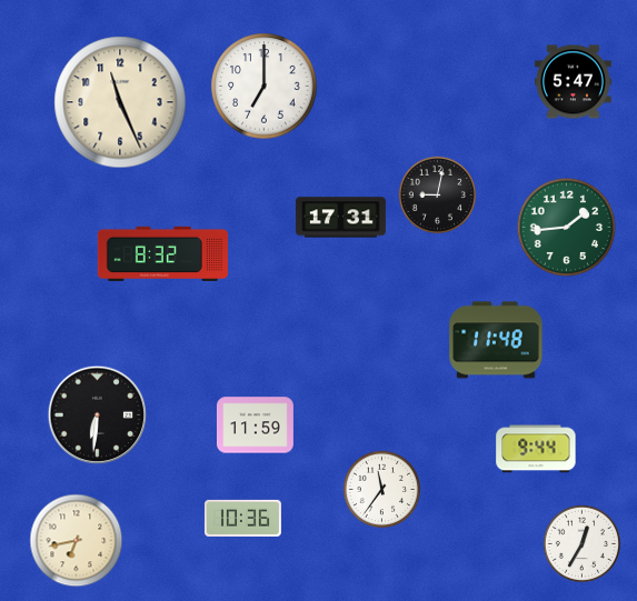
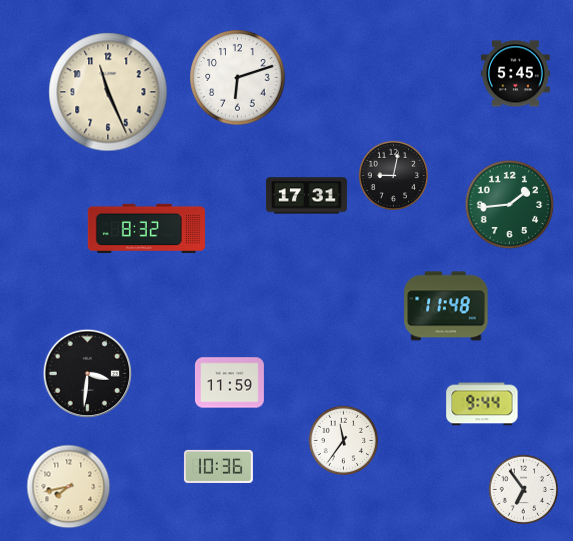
clock at (573, 82): 5:47 -> 5:45
clock at (265, 87): 7:00 -> 6:12
clock at (98, 415): 6:31 -> 3:31
clock at (77, 541): 6:43 -> 7:43
clock at (583, 544): 12:35 -> 6:54
